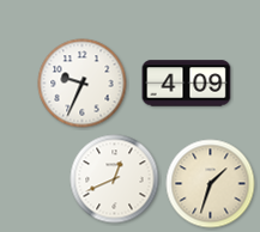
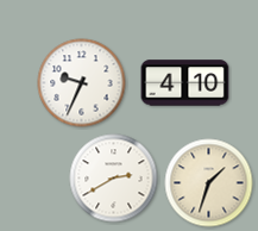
clock at (187, 84): 4:09 -> 4:10
clock at (115, 179): 12:41 -> 2:40
